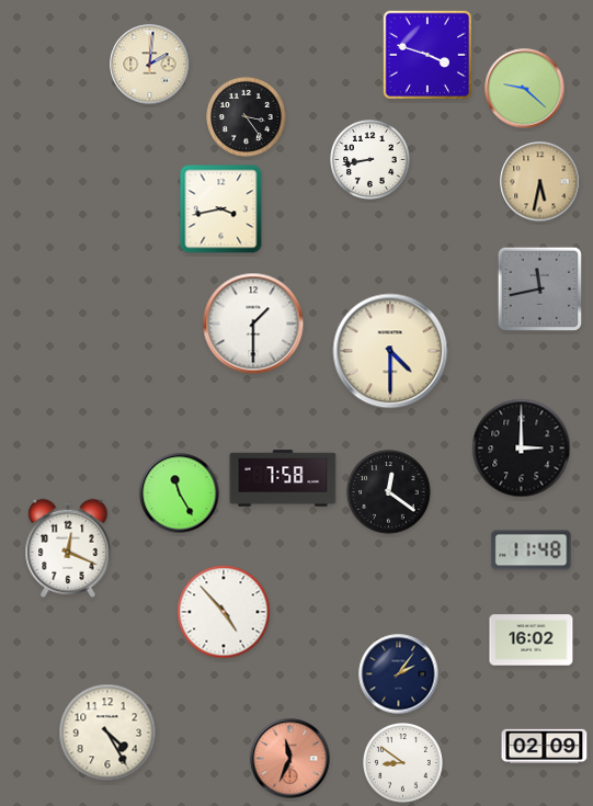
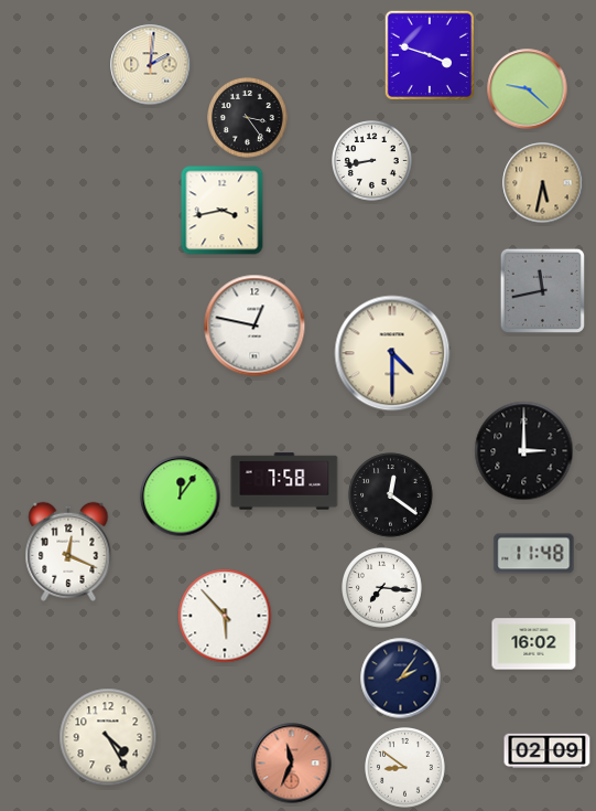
clock at (253, 323): 1:30 -> 12:47
clock at (180, 493): 11:25 -> 12:06
clock at (382, 588): none -> 7:16
clock at (224, 612): 4:53 -> 5:53
